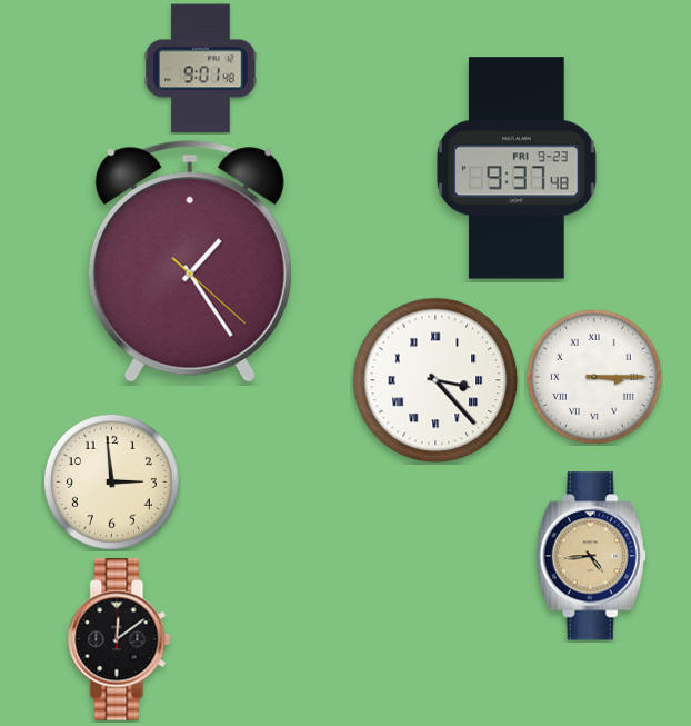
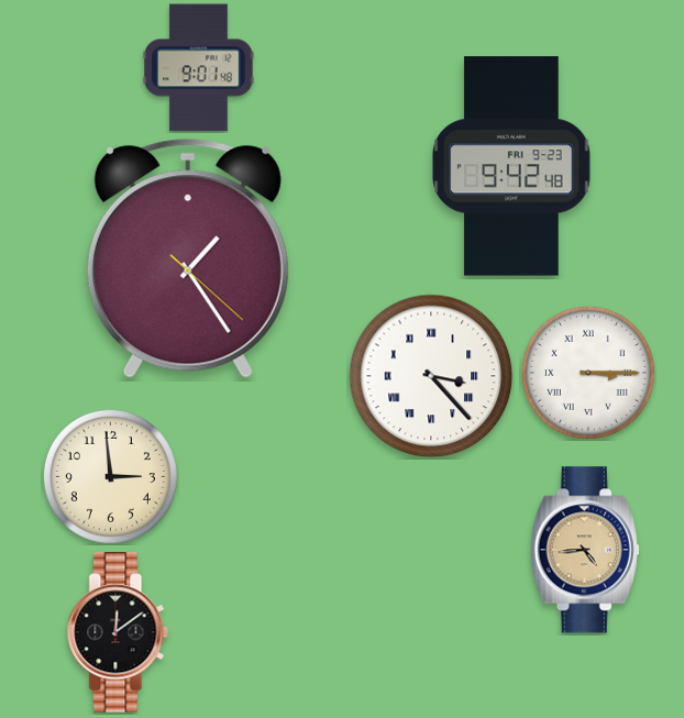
clock at (517, 168): 9:37 -> 9:42
